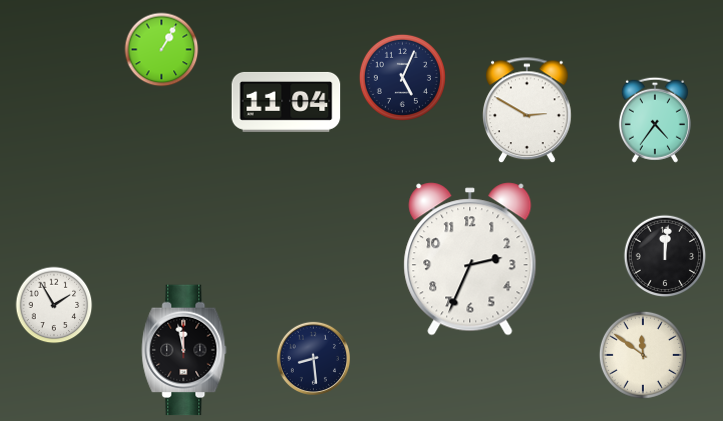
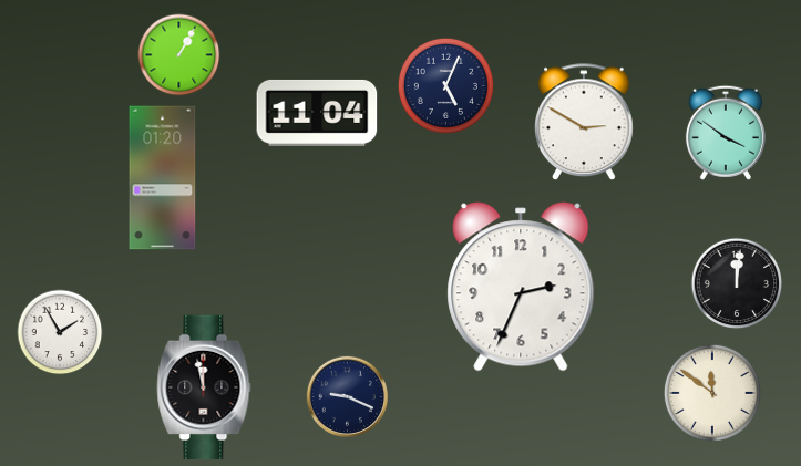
clock at (655, 120): 4:36 -> 3:51
clock at (163, 178): none -> 01:20
clock at (54, 305) position: (54, 305) -> (60, 332)
clock at (313, 358): 8:29 -> 9:19
